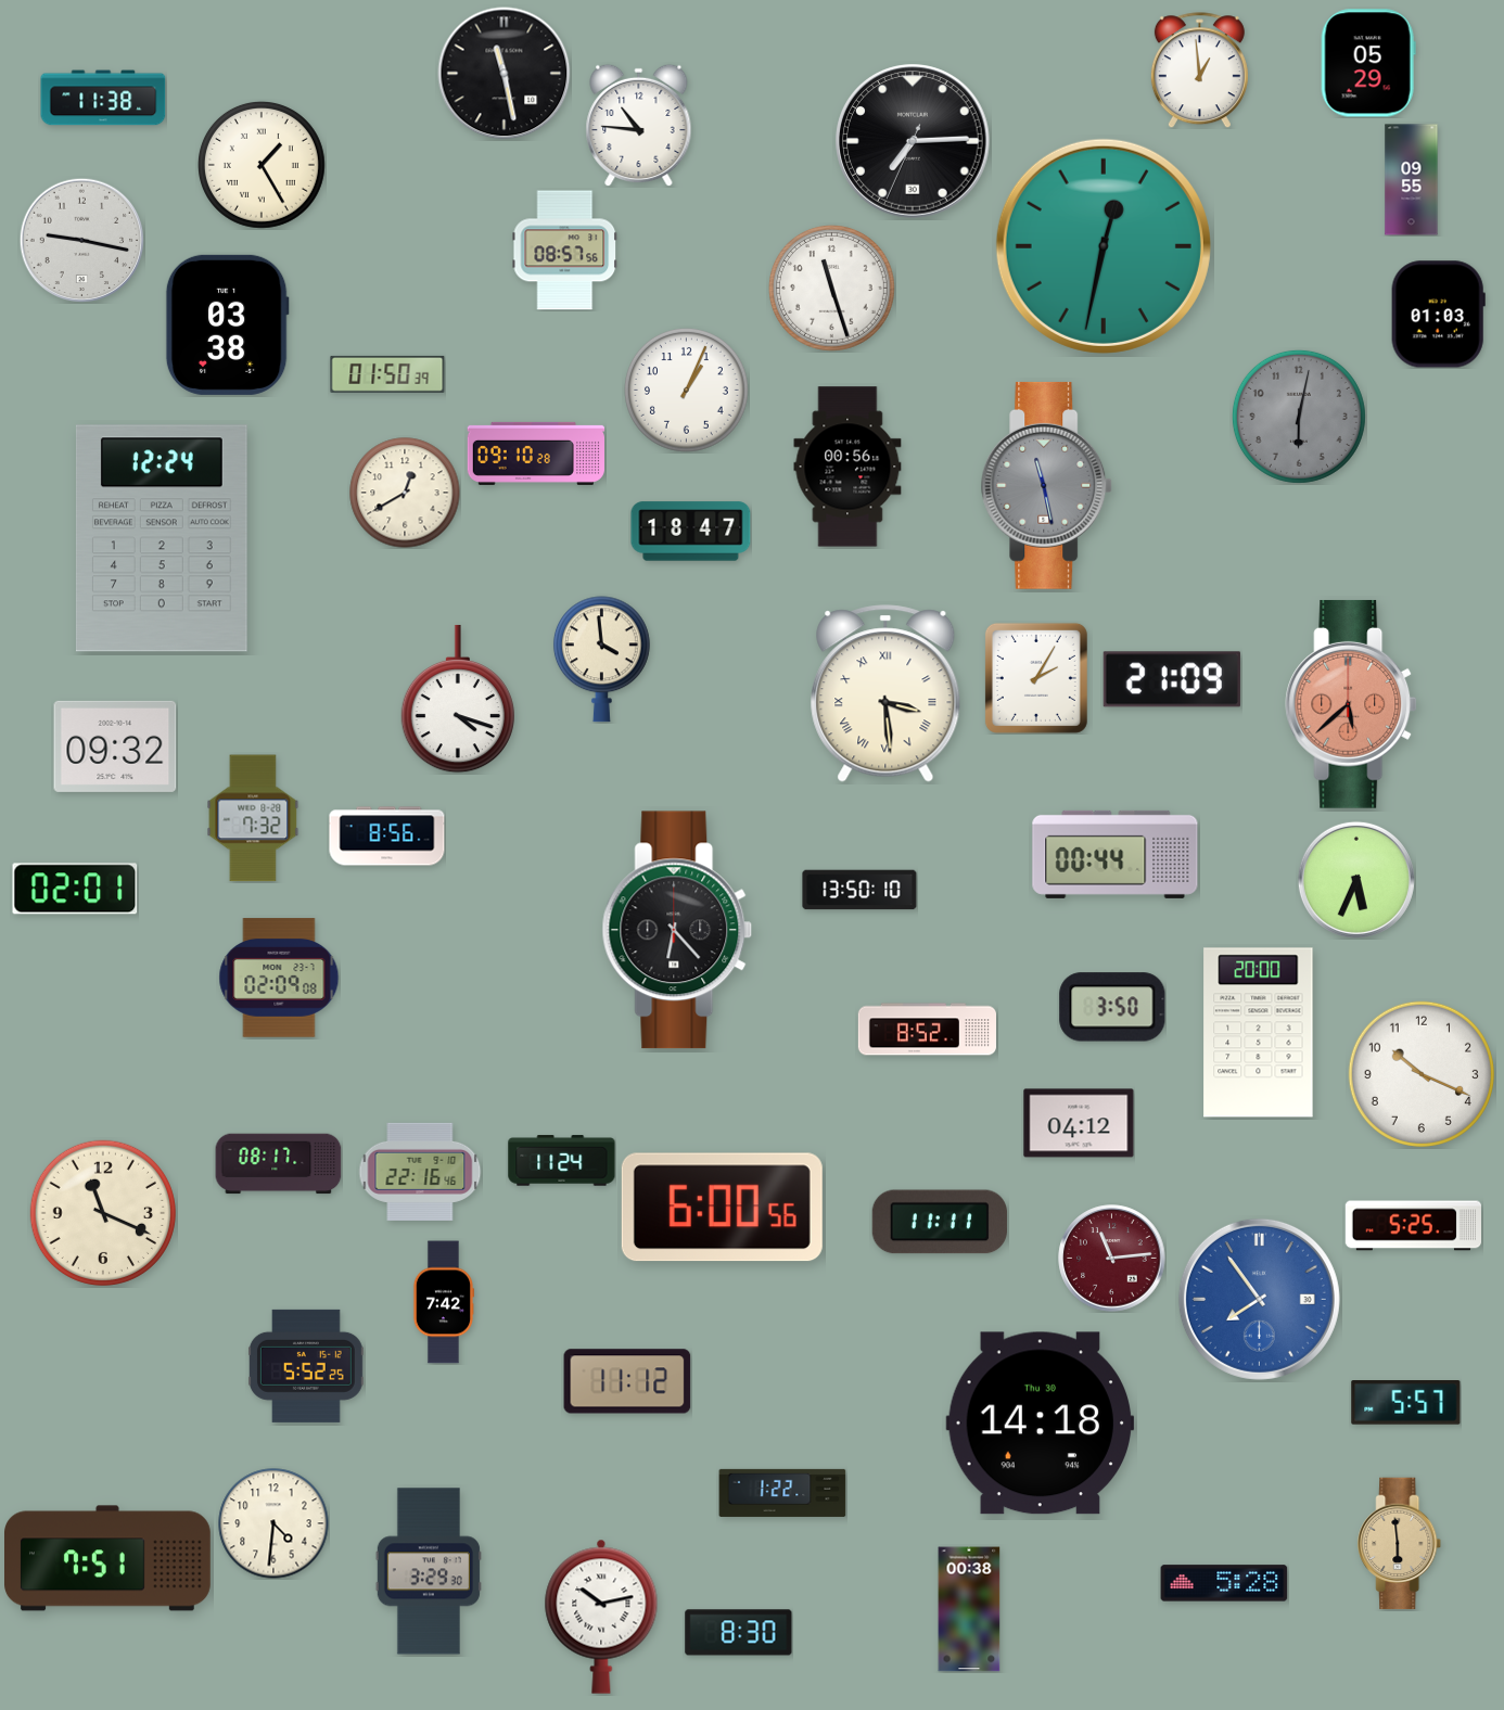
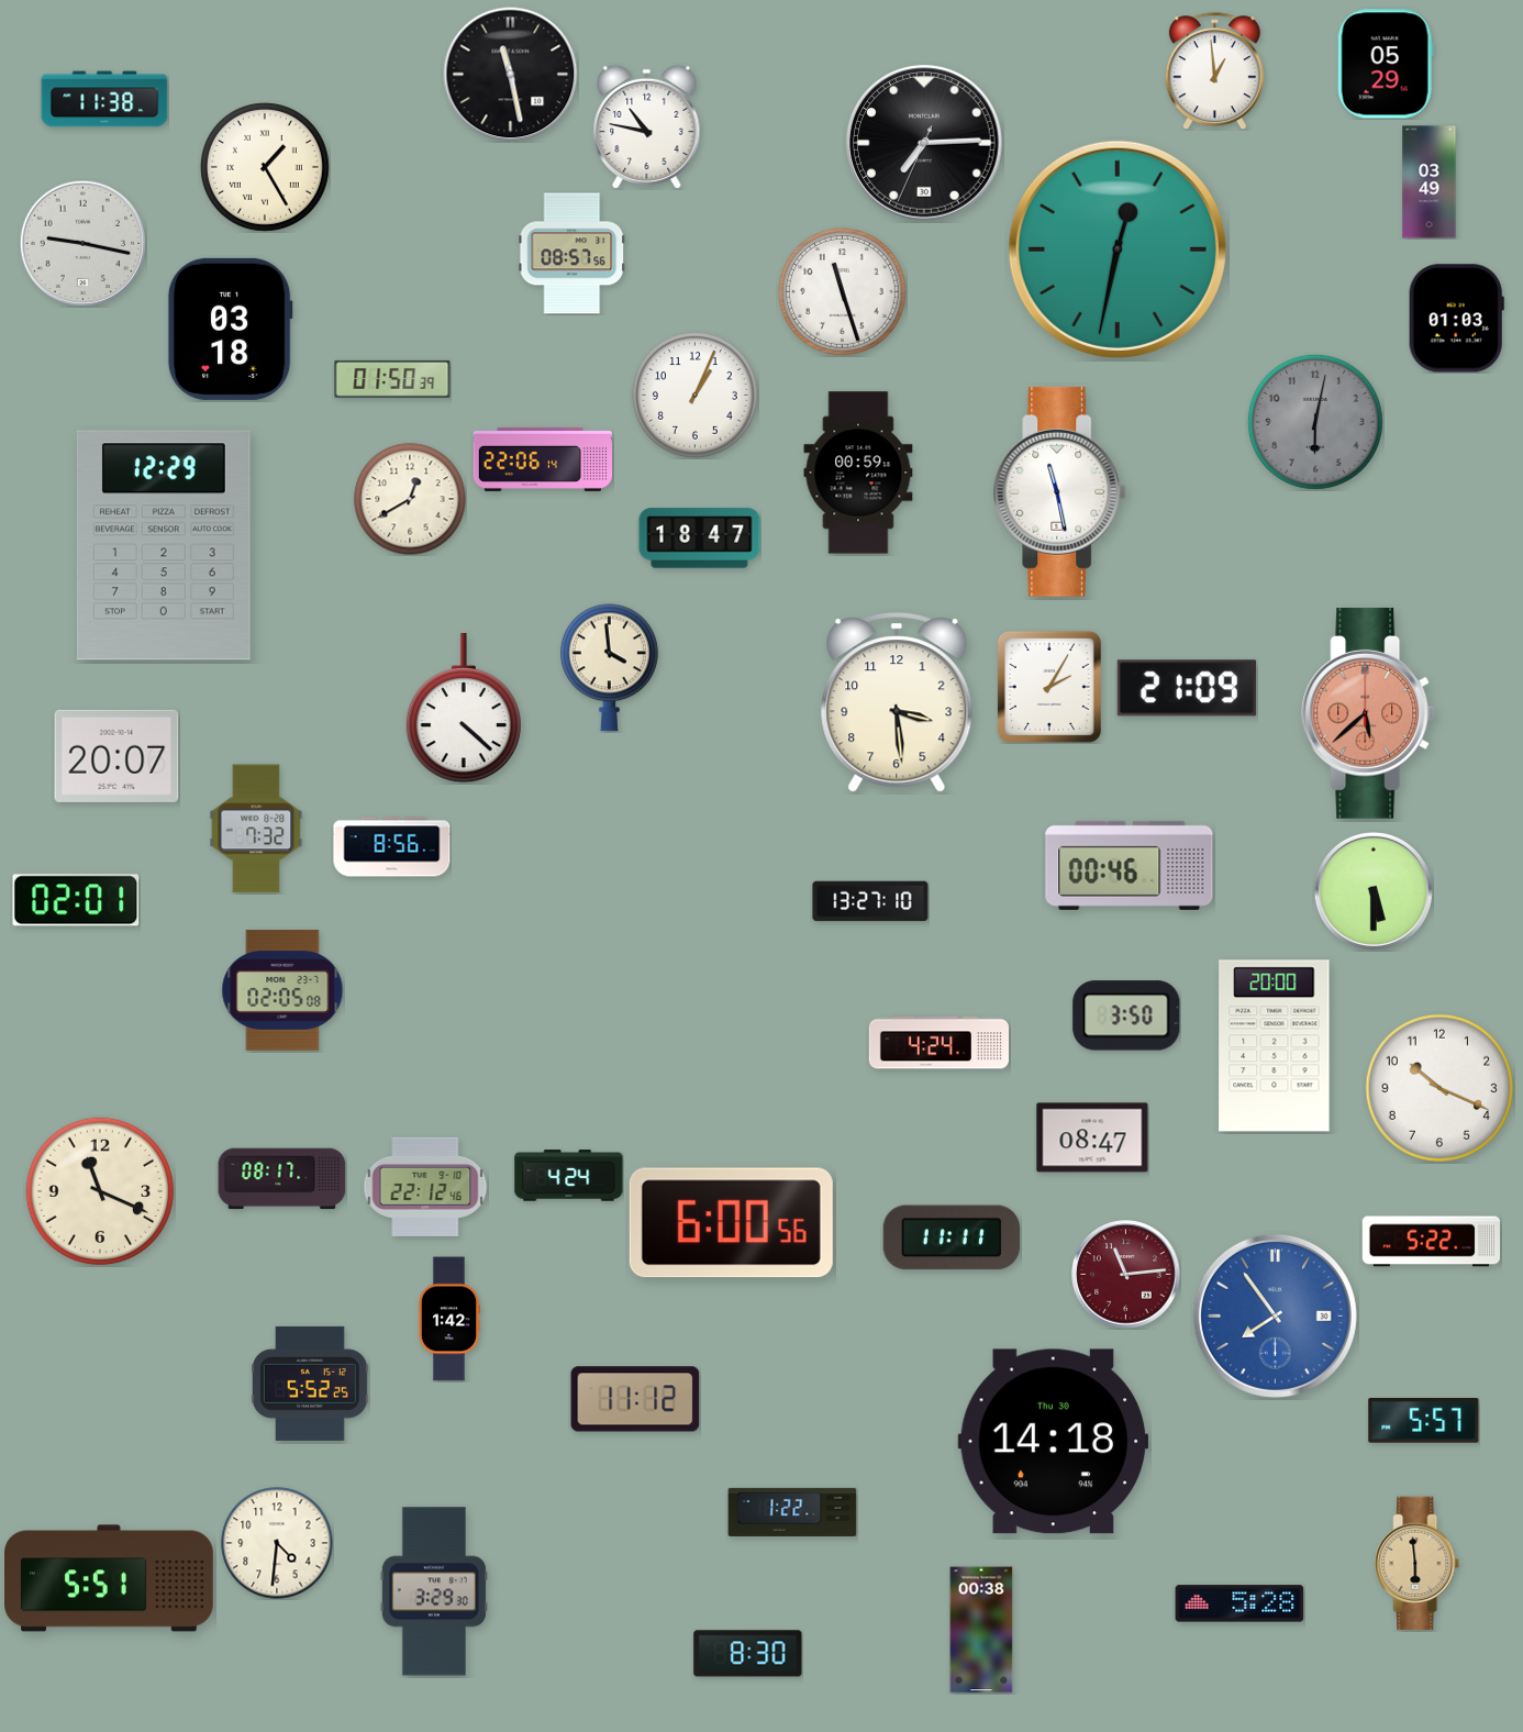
clock at (639, 125): 10:46 -> 10:47
clock at (1412, 180): 09:55 -> 03:49
clock at (227, 324): 03:38 -> 03:18
clock at (535, 454): 09:10 -> 22:06
clock at (847, 467): 00:56 -> 00:59
clock at (1047, 485) dial: grey -> white
clock at (162, 538): 12:24 -> 12:29
clock at (885, 693) numerals: Roman -> Arabic
clock at (458, 699): 4:18 -> 4:22
clock at (115, 746): 09:32 -> 20:07
clock at (1116, 854): 00:44 -> 00:46
clock at (1356, 880): 5:34 -> 5:30
clock at (859, 890): 13:50 -> 13:27
clock at (677, 930): 6:23 -> none
clock at (279, 978): 02:09 -> 02:05
clock at (1112, 1007) position: (1112, 1007) -> (1126, 1015)
clock at (927, 1030): 8:52 -> 4:24
clock at (1079, 1123): 04:12 -> 08:47
clock at (562, 1161): 11:24 -> 4:24
clock at (420, 1172): 22:16 -> 22:12
clock at (103, 1213) position: (103, 1213) -> (100, 1191)
clock at (1414, 1226): 5:25 -> 5:22
clock at (443, 1302): 7:42 -> 1:42
clock at (109, 1558): 7:51 -> 5:51
clock at (601, 1617): 10:13 -> none
